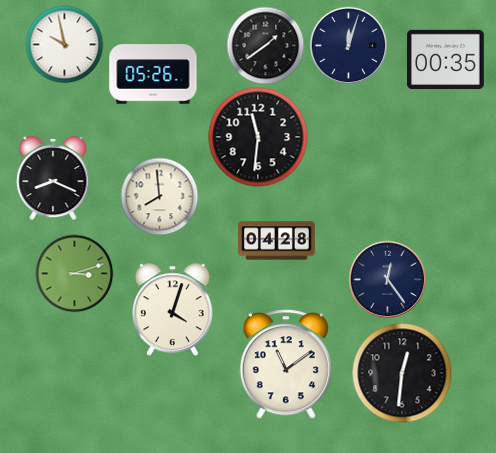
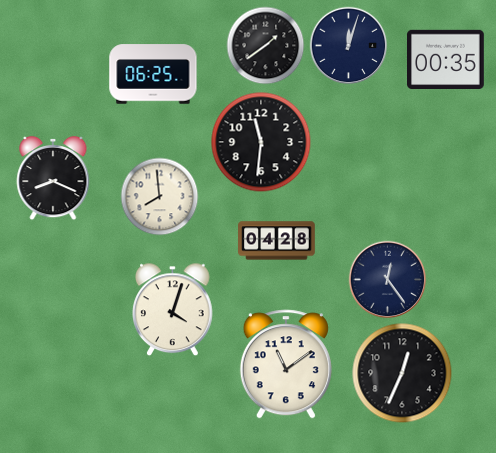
clock at (64, 44): 9:58 -> none
clock at (153, 74): 05:26 -> 06:25
clock at (258, 137) position: (258, 137) -> (261, 142)
clock at (74, 273): 3:12 -> none
clock at (402, 373): 12:31 -> 12:34
